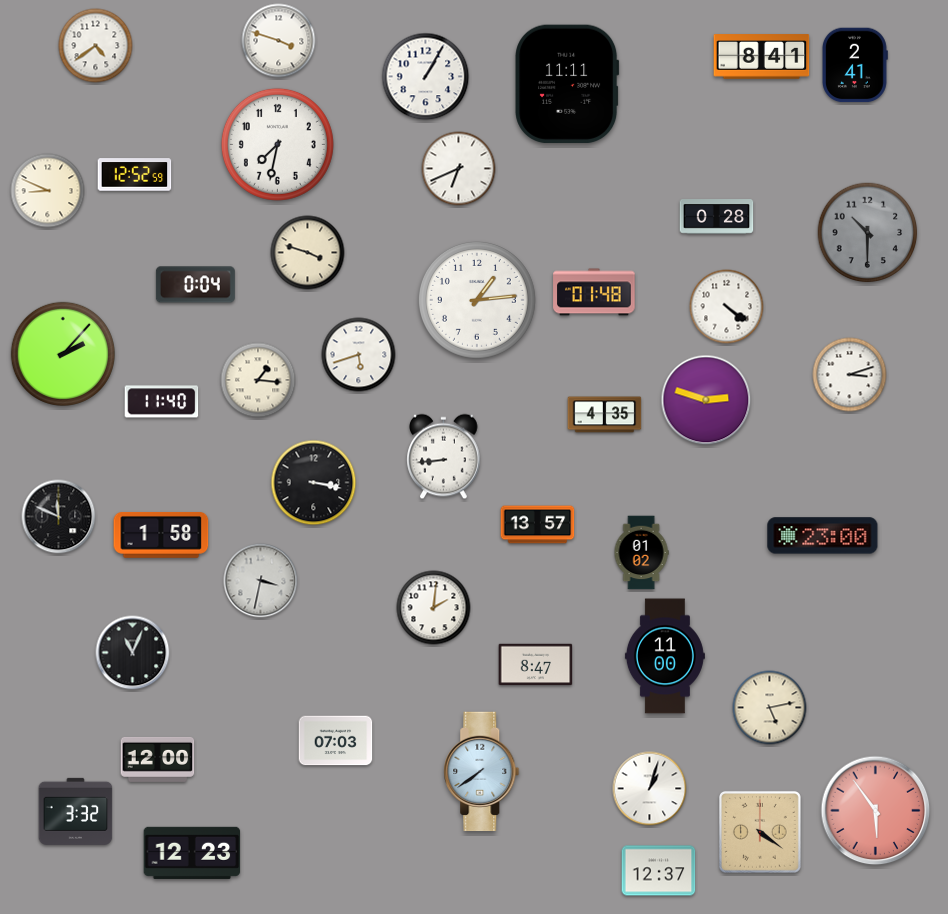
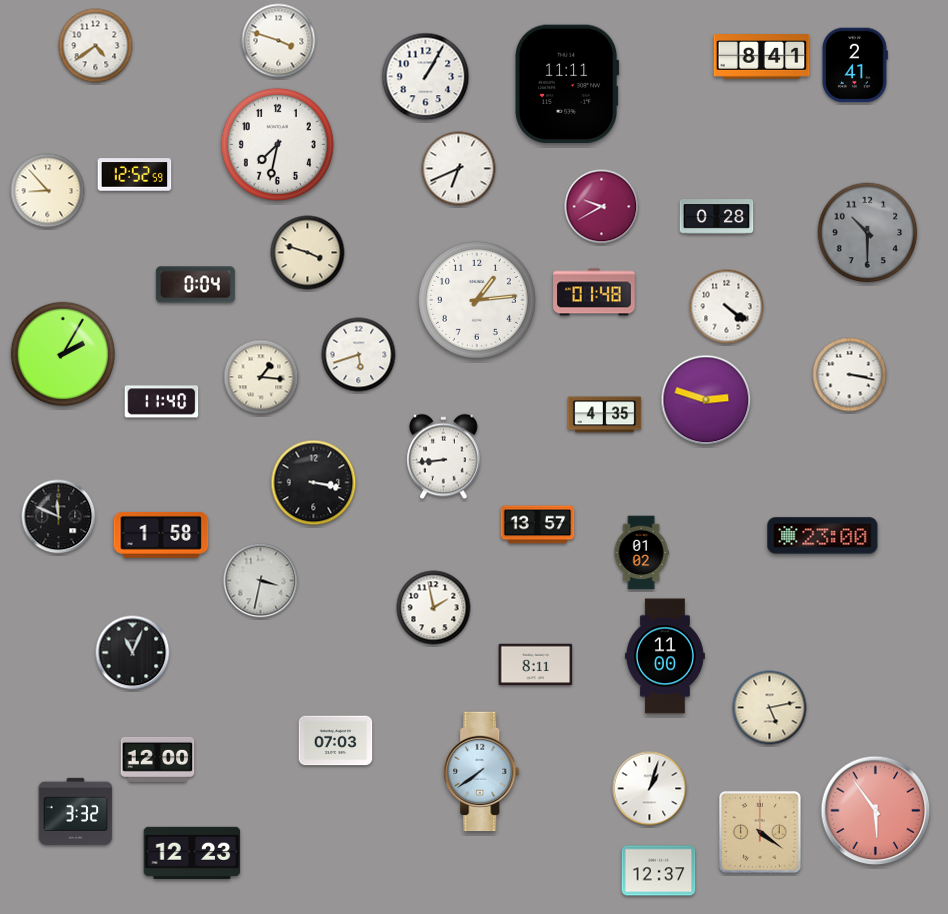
clock at (48, 191): 8:49 -> 8:53
clock at (602, 207): none -> 9:40
clock at (63, 354): 2:07 -> 2:05
clock at (850, 375): 3:12 -> 3:17
clock at (258, 380) position: (258, 380) -> (261, 377)
clock at (434, 608): 2:01 -> 1:58
clock at (536, 665): 8:47 -> 8:11
